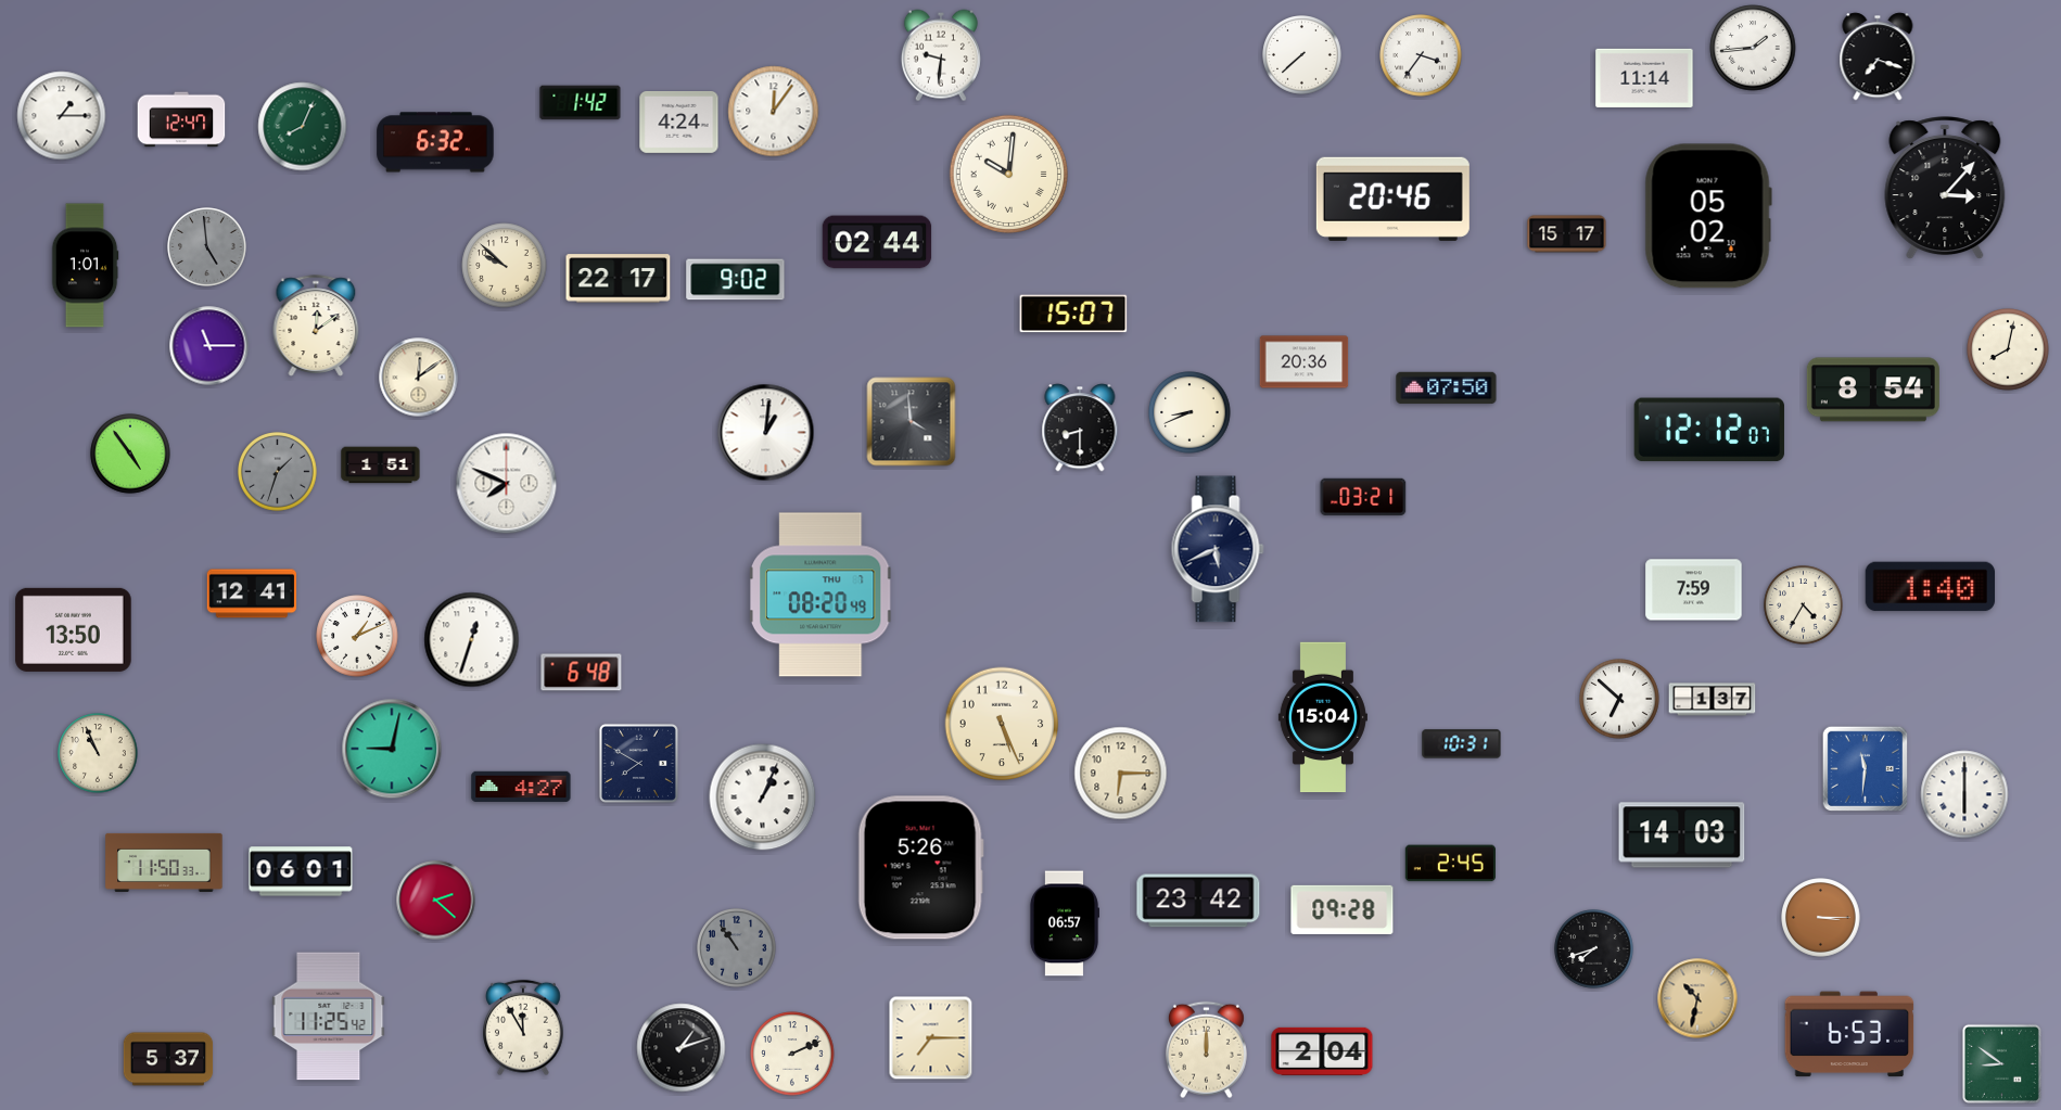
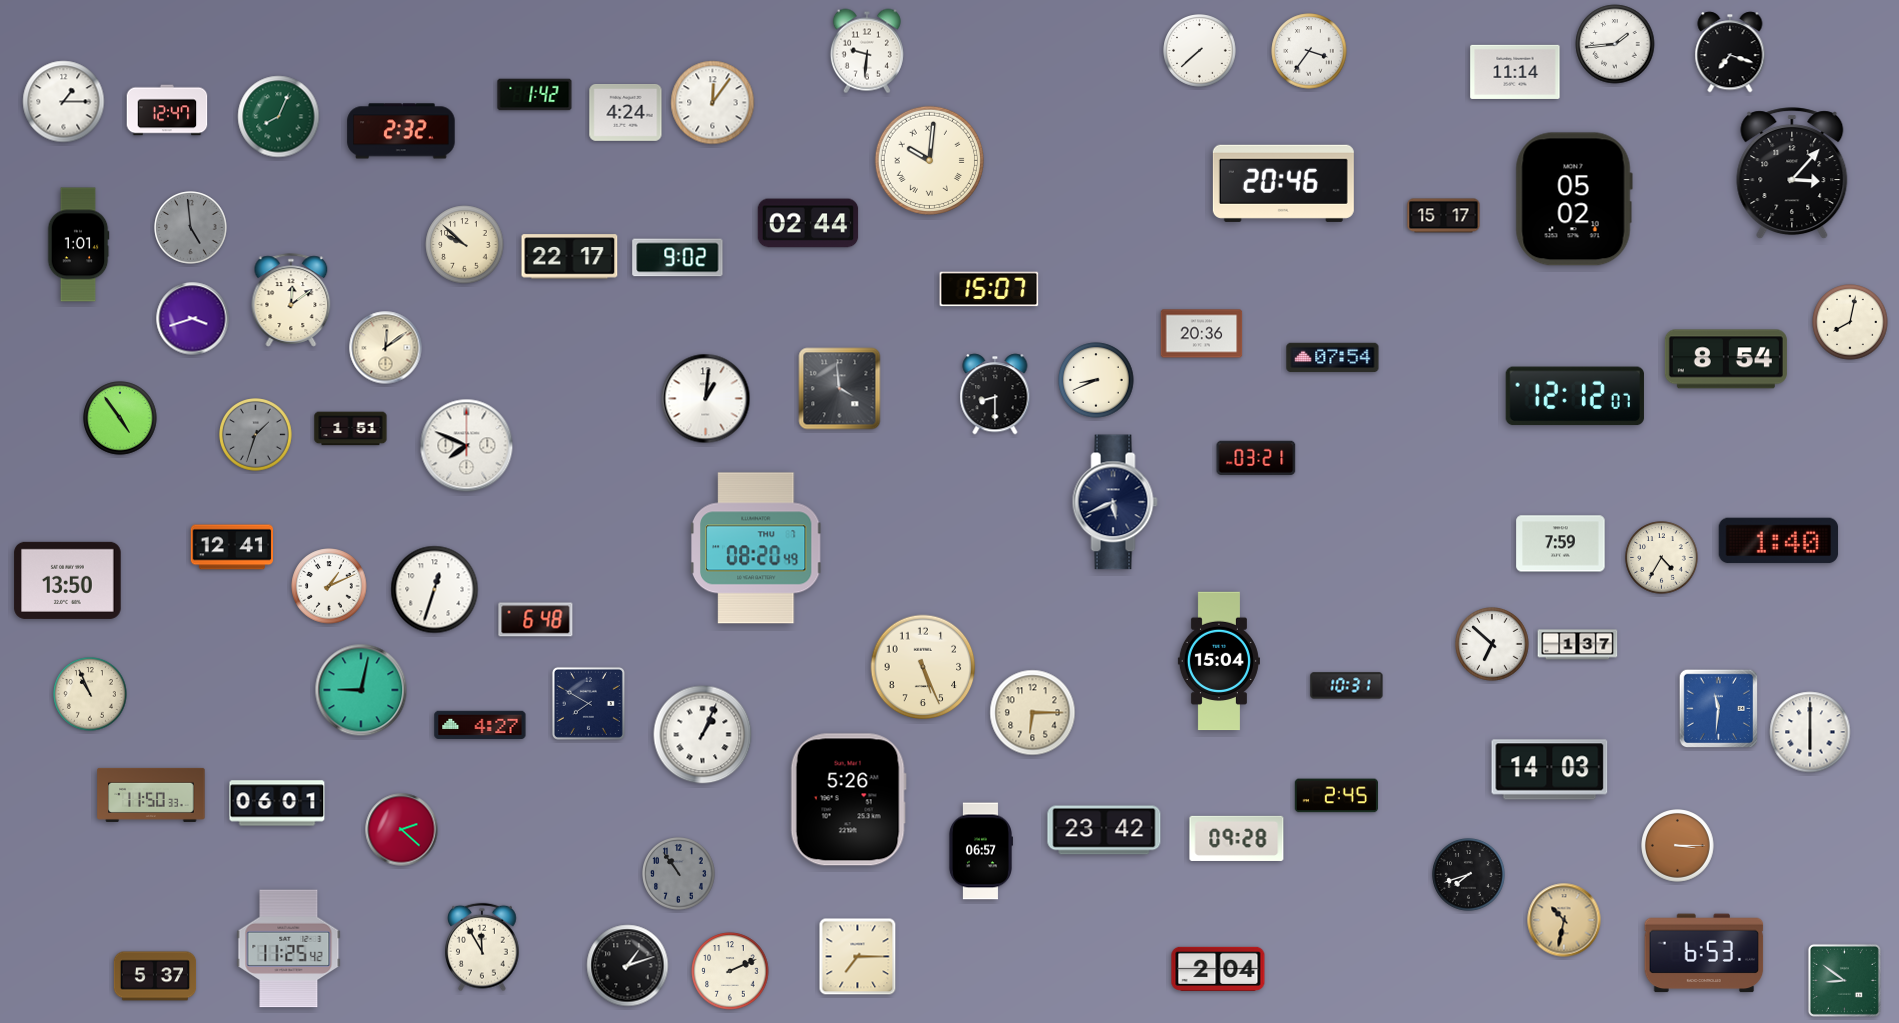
clock at (62, 116) position: (62, 116) -> (64, 102)
clock at (435, 142): 6:32 -> 2:32
clock at (209, 346): 11:15 -> 3:42
clock at (1447, 388): 07:50 -> 07:54
clock at (1218, 549) position: (1218, 549) -> (1115, 502)
clock at (329, 1017) position: (329, 1017) -> (289, 949)
clock at (1206, 1050): 12:00 -> none
